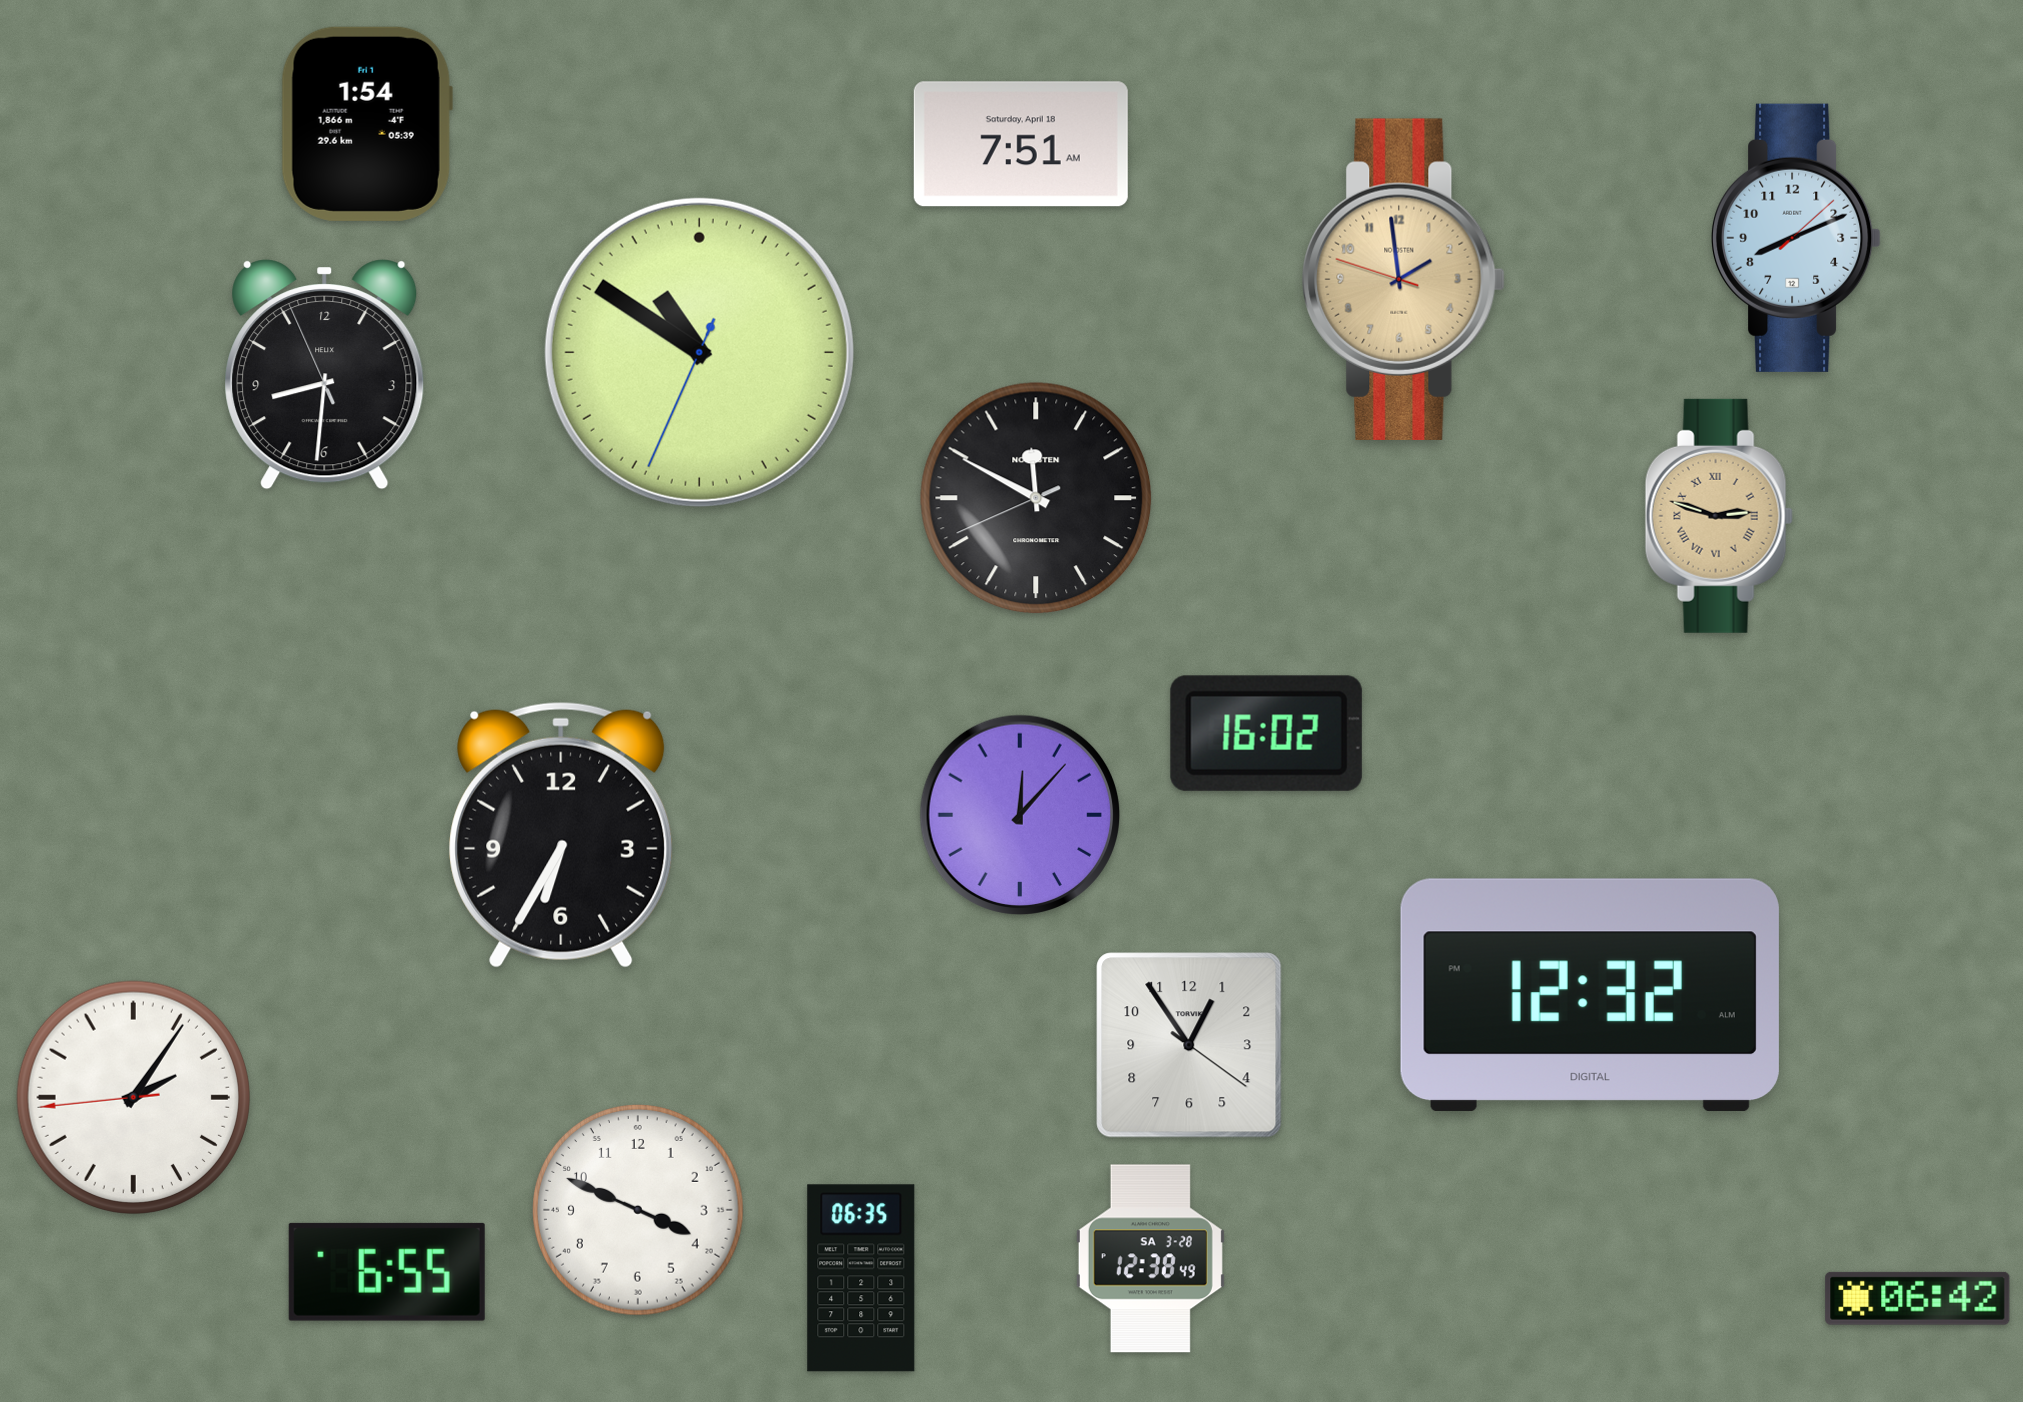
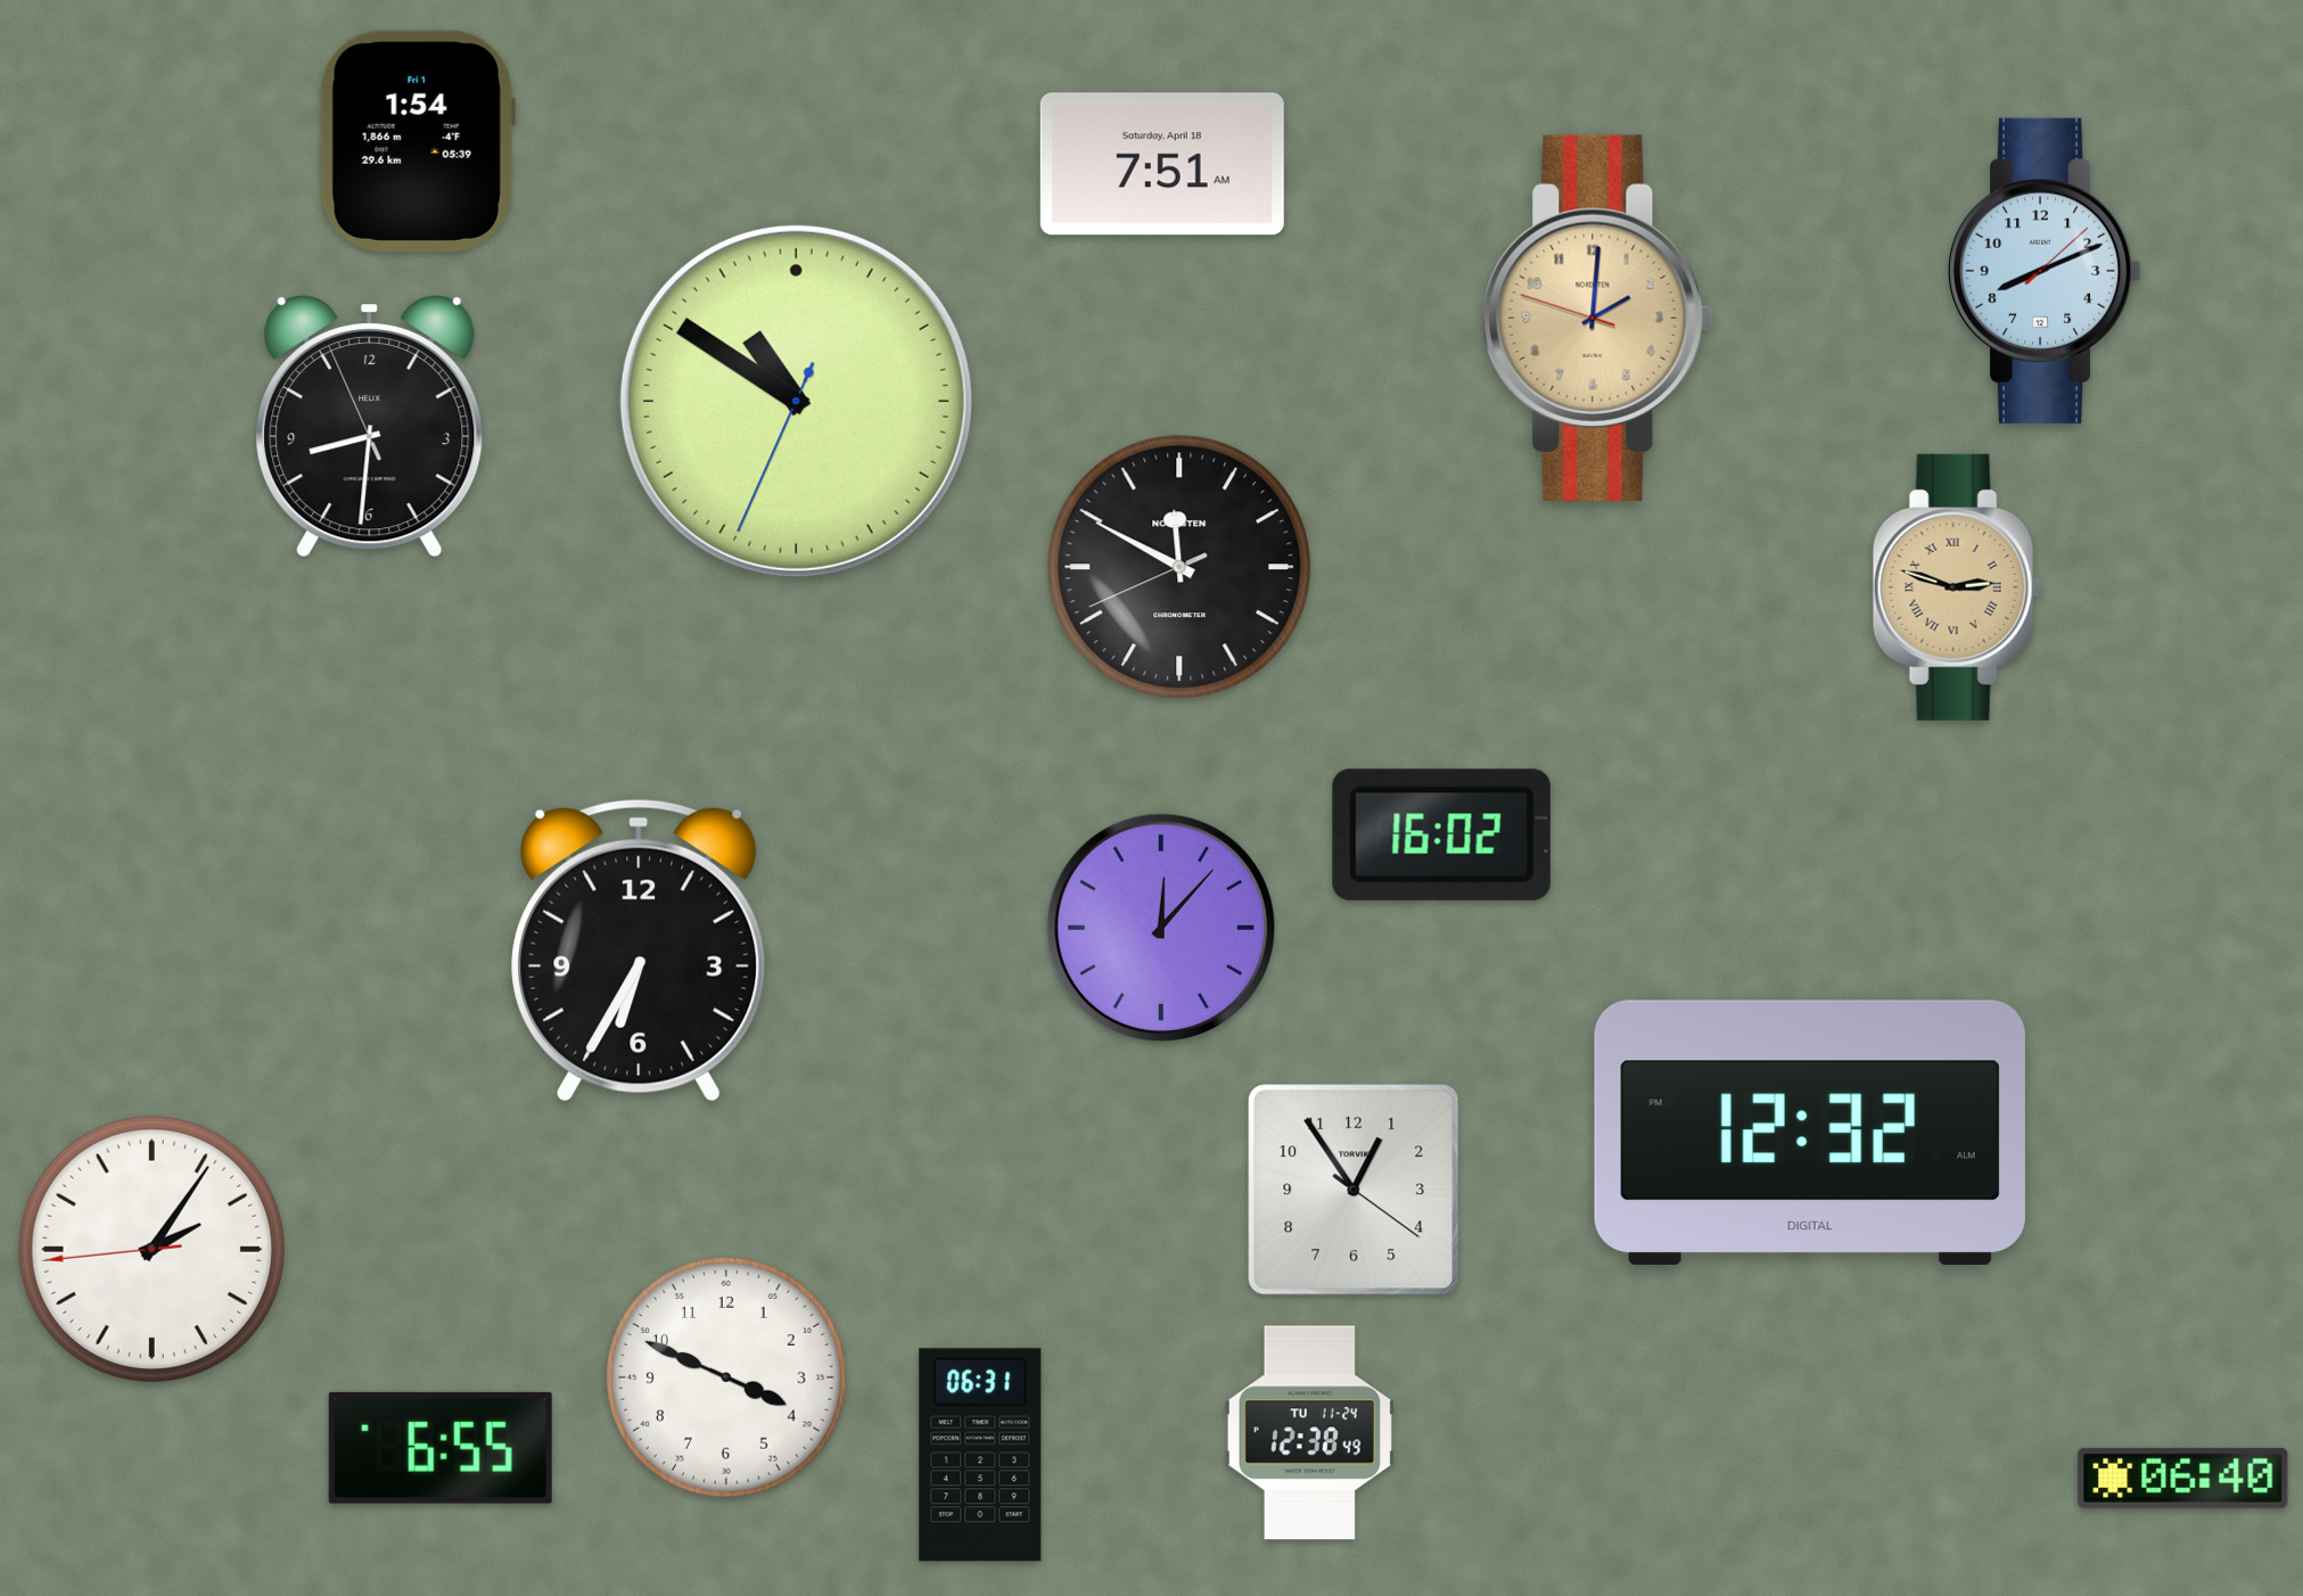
clock at (1403, 279): 1:58 -> 2:00
clock at (1150, 1259) date: SA 3-28 -> TU 11-24
clock at (861, 1278): 06:35 -> 06:31
clock at (1918, 1298): 06:42 -> 06:40
